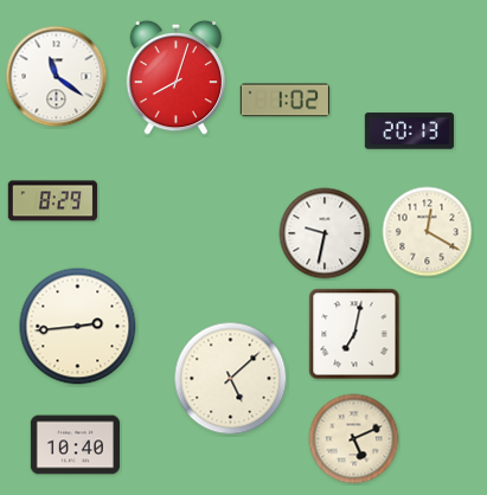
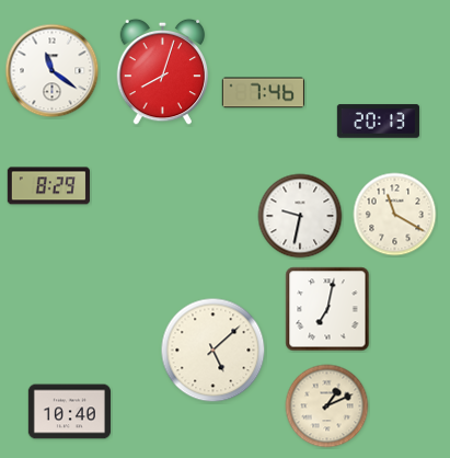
clock at (284, 101): 1:02 -> 7:46
clock at (428, 232): 12:20 -> 11:20
clock at (78, 327): 2:44 -> none
clock at (354, 439): 5:11 -> 1:11
